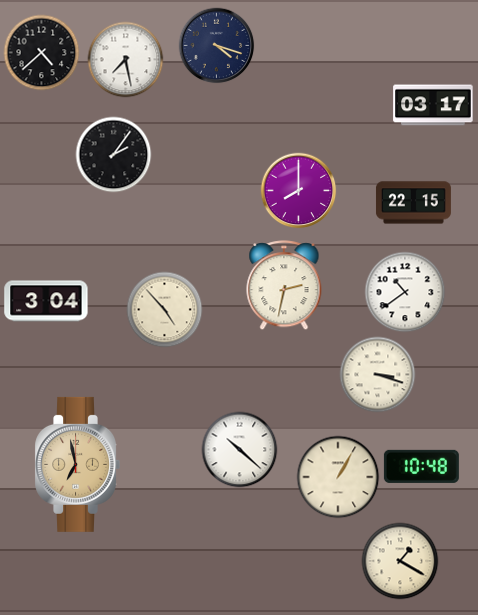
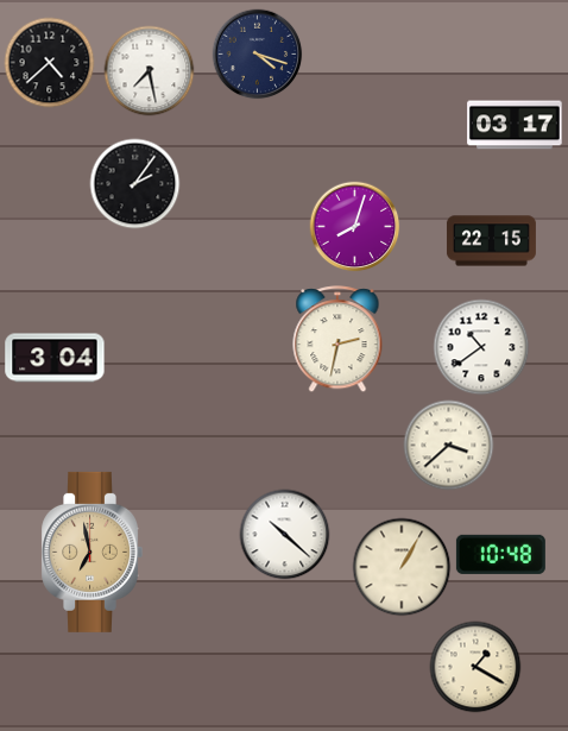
clock at (299, 191): 8:00 -> 8:03
clock at (165, 310): 4:53 -> none
clock at (378, 375): 3:18 -> 3:38
